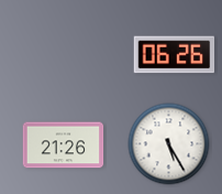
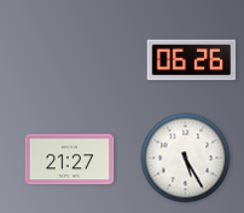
clock at (64, 145): 21:26 -> 21:27
